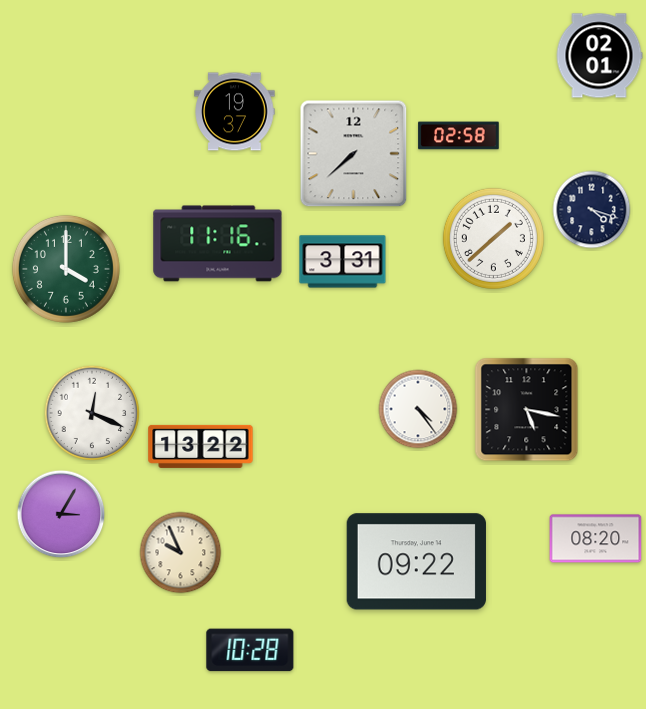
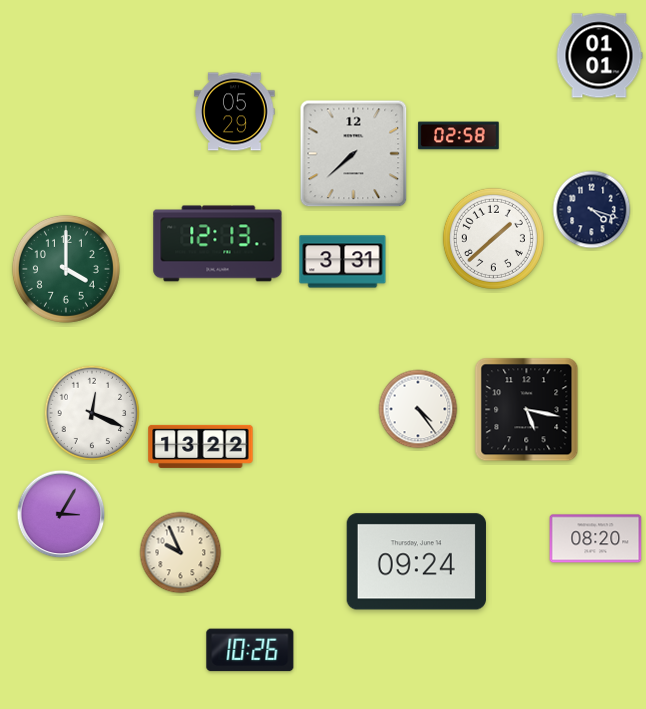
clock at (599, 56): 02:01 -> 01:01
clock at (235, 112): 19:37 -> 05:29
clock at (218, 244): 11:16 -> 12:13
clock at (416, 562): 09:22 -> 09:24
clock at (250, 650): 10:28 -> 10:26
